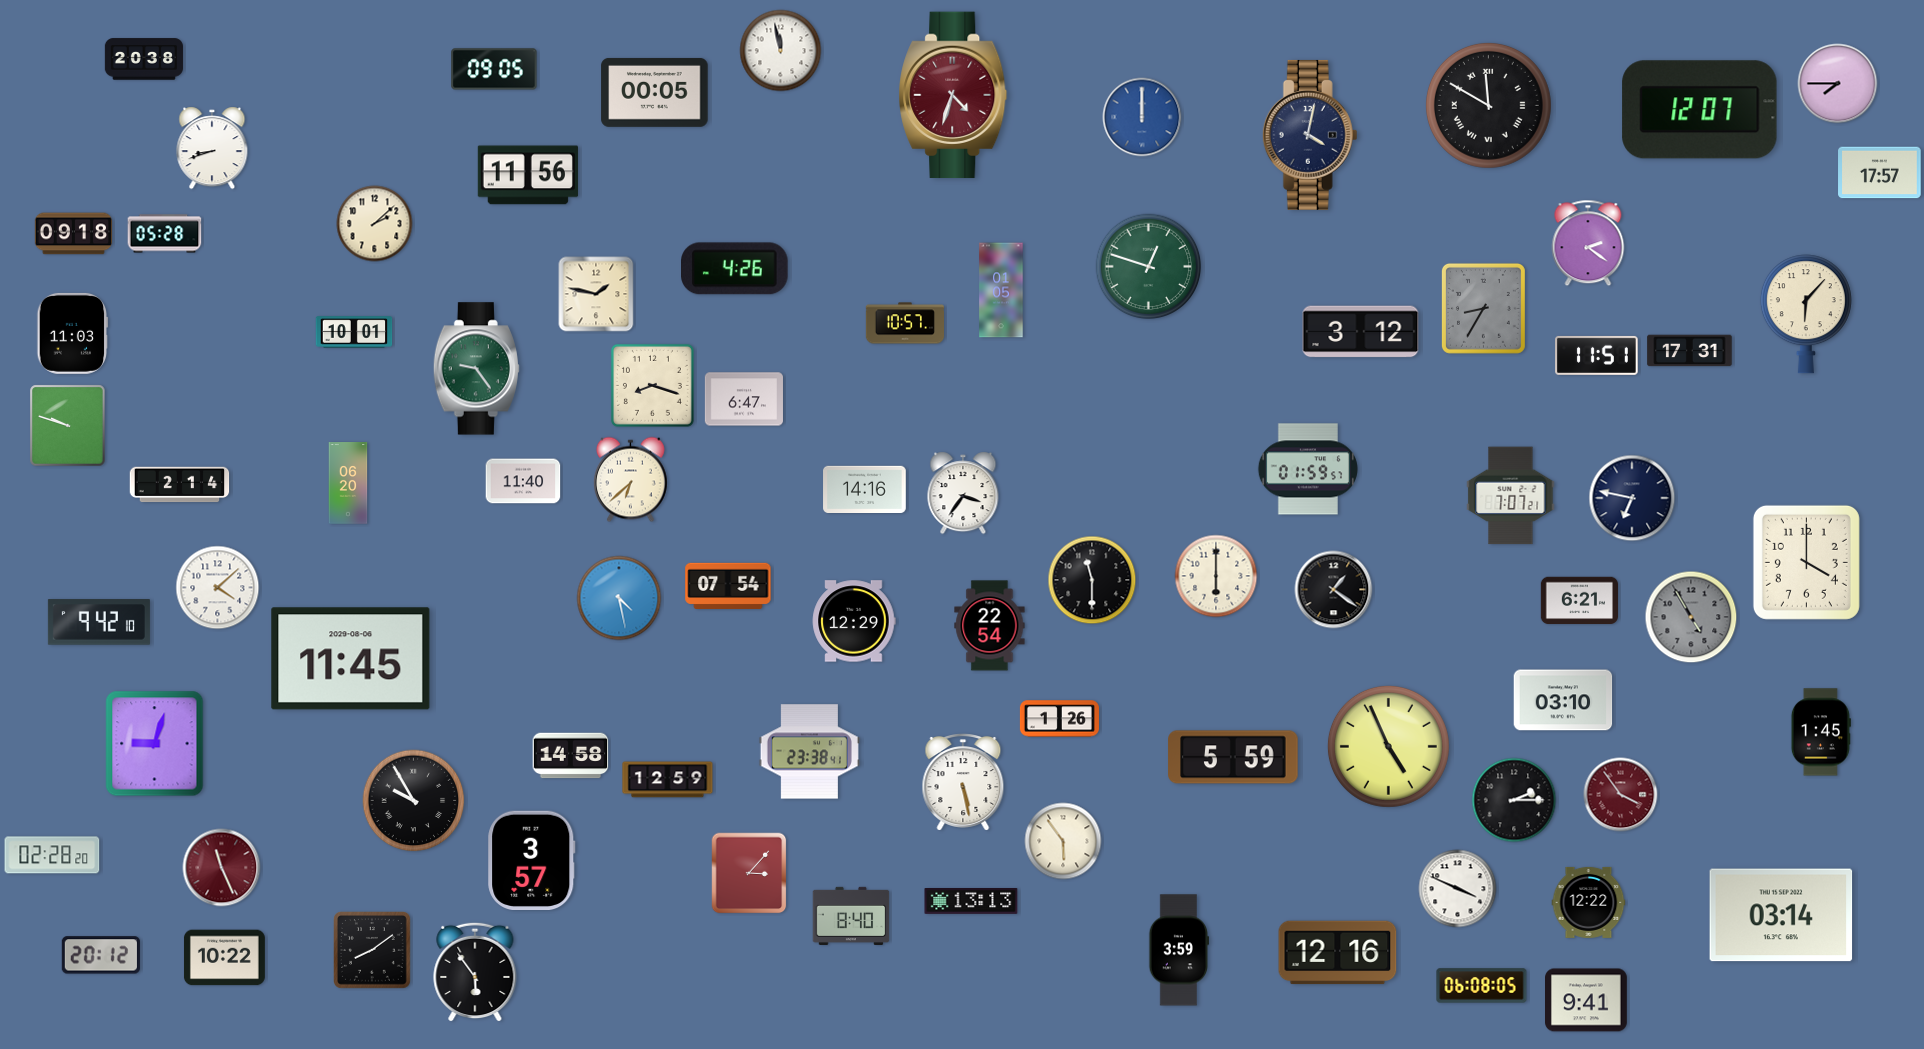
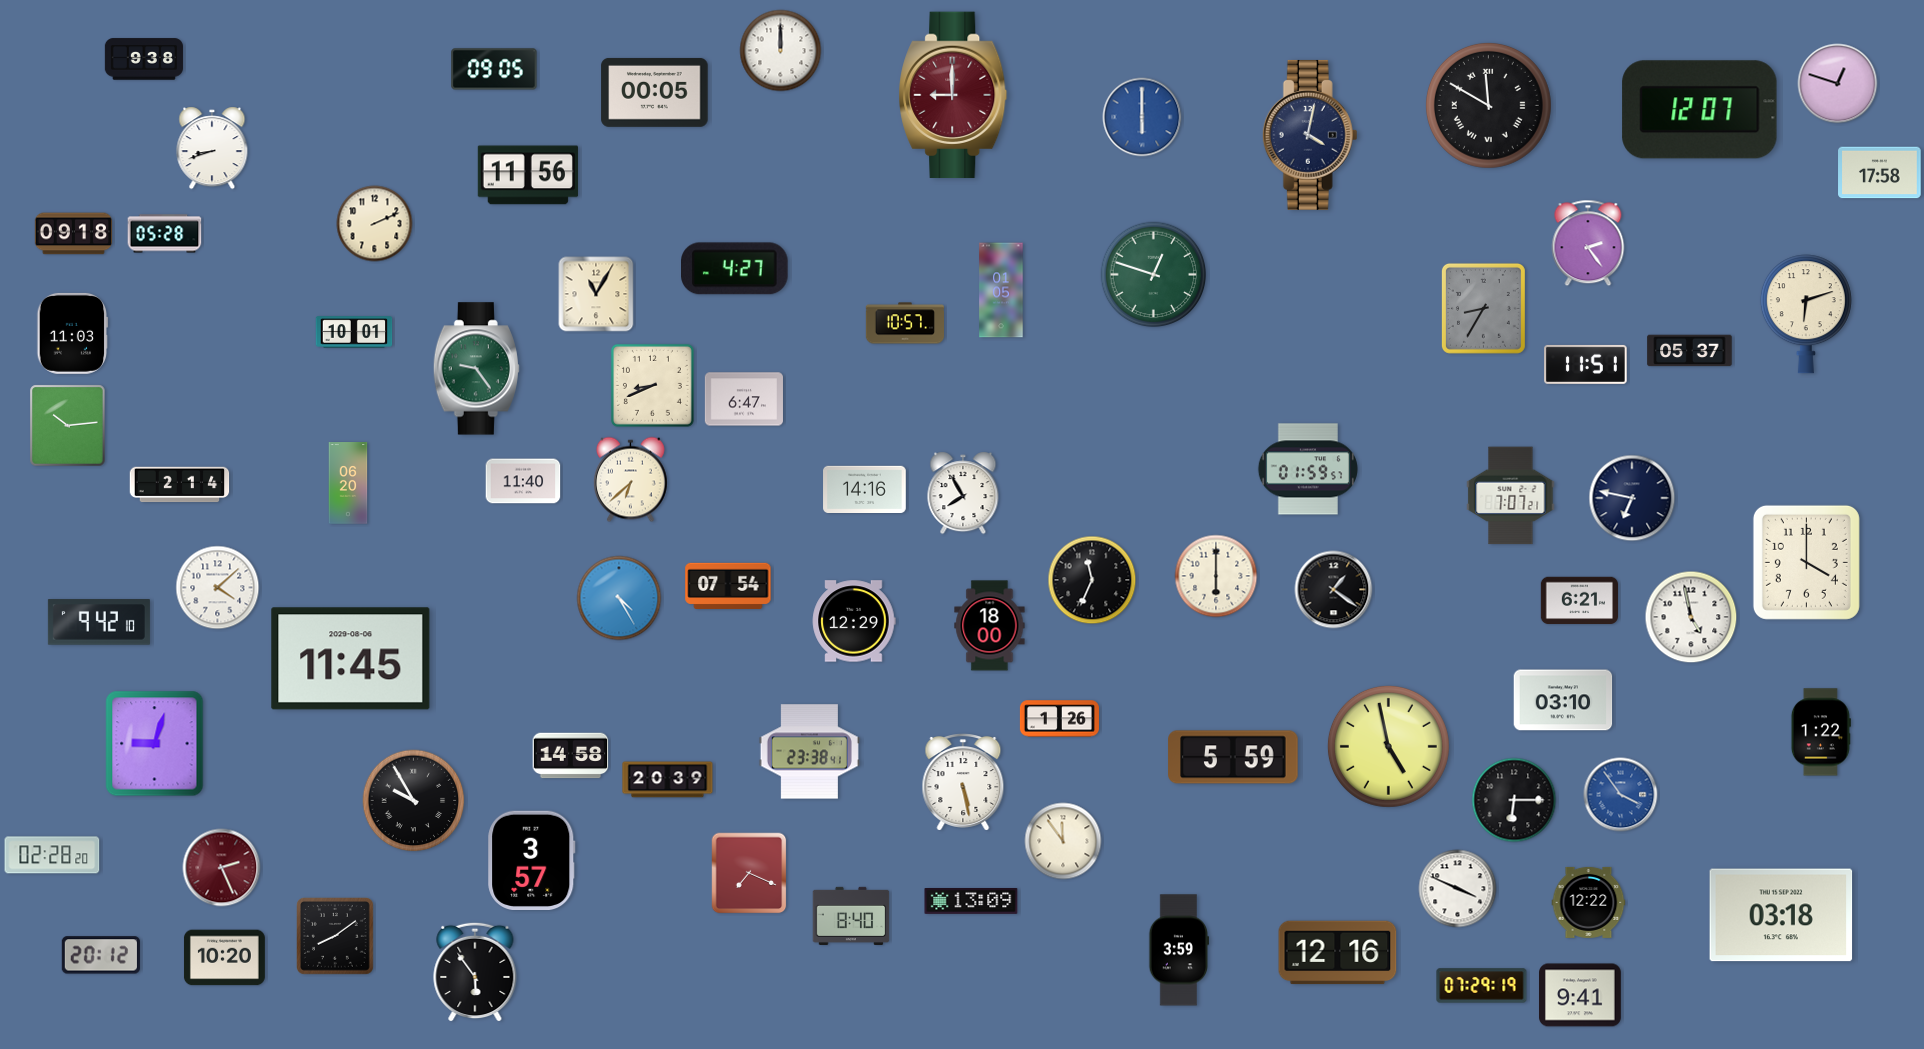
clock at (781, 51): 11:58 -> 12:00
clock at (144, 59): 20:38 -> 9:38
clock at (1838, 84): 7:45 -> 12:48
clock at (953, 95): 4:33 -> 9:00
clock at (1142, 117): 12:00 -> 6:00
clock at (1880, 173): 17:57 -> 17:58
clock at (375, 224): 2:08 -> 2:11
clock at (1588, 243): 2:21 -> 2:24
clock at (1149, 267) position: (1149, 267) -> (1154, 275)
clock at (735, 269): 4:26 -> 4:27
clock at (596, 294): 1:47 -> 11:05
clock at (1806, 314): 6:07 -> 6:12
clock at (1361, 332): 3:12 -> none
clock at (1690, 351): 17:31 -> 05:37
clock at (1597, 355) position: (1597, 355) -> (1586, 364)
clock at (652, 385): 8:18 -> 8:41
clock at (68, 426): 9:48 -> 10:14
clock at (963, 493): 3:36 -> 7:55
clock at (1092, 580): 11:30 -> 11:34
clock at (619, 598): 4:28 -> 4:25
clock at (1691, 617): 4:55 -> 4:58
clock at (1691, 617) dial: grey -> white
clock at (990, 626): 22:54 -> 18:00
clock at (1821, 732): 1:45 -> 1:22
clock at (1388, 746): 4:56 -> 4:58
clock at (668, 780): 12:59 -> 20:39
clock at (1621, 795) dial: burgundy -> blue
clock at (1514, 800): 2:15 -> 6:15
clock at (1063, 841): 5:54 -> 11:54
clock at (222, 868): 11:26 -> 2:26
clock at (749, 873): 3:07 -> 7:19
clock at (971, 902): 13:13 -> 13:09
clock at (1781, 915): 03:14 -> 03:18
clock at (373, 951) position: (373, 951) -> (336, 937)
clock at (224, 958): 10:22 -> 10:20
clock at (1482, 986): 06:08 -> 07:29
clock at (1587, 1000) position: (1587, 1000) -> (1581, 995)
